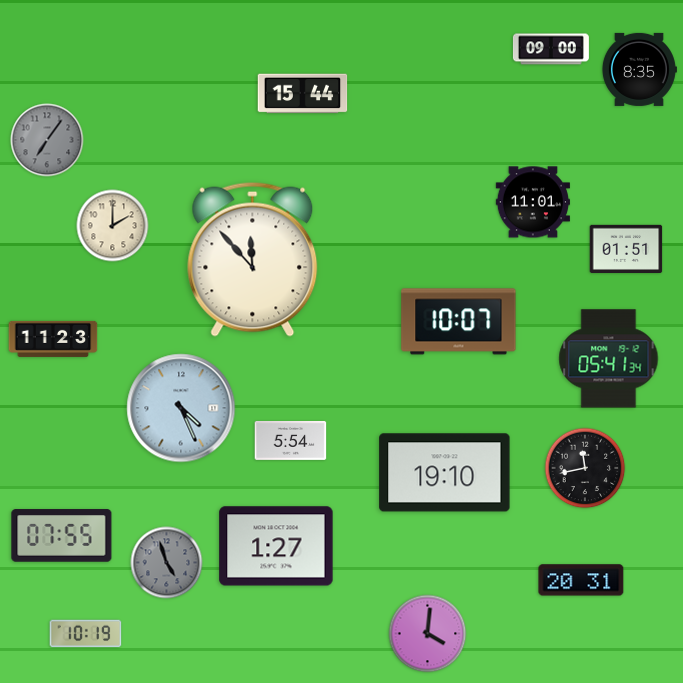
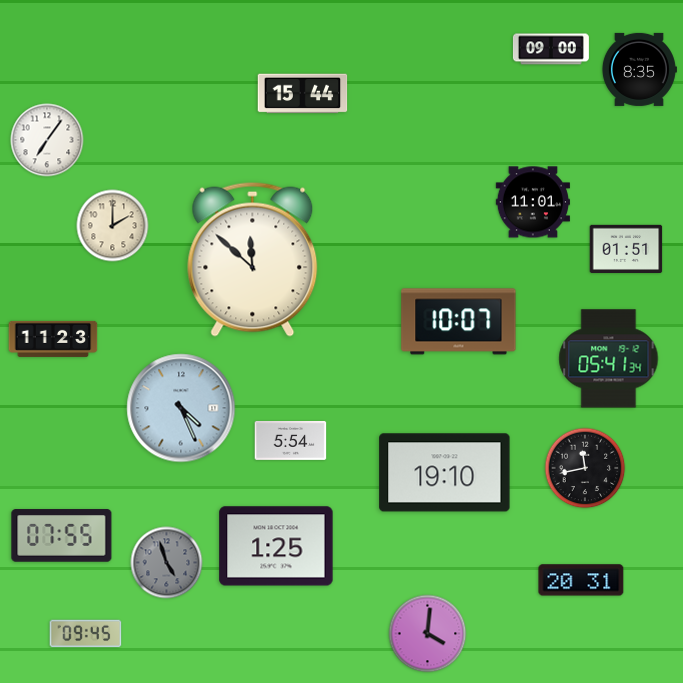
clock at (47, 140) dial: grey -> white
clock at (253, 259): 11:53 -> 11:52
clock at (276, 546): 1:27 -> 1:25
clock at (86, 634): 10:19 -> 09:45
